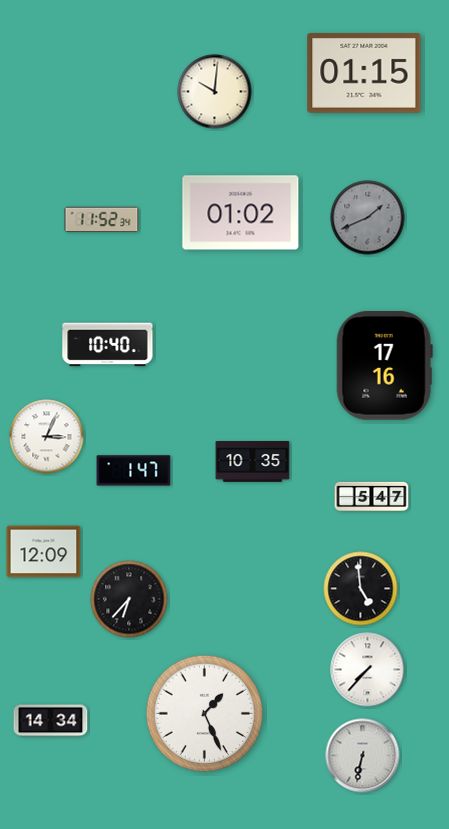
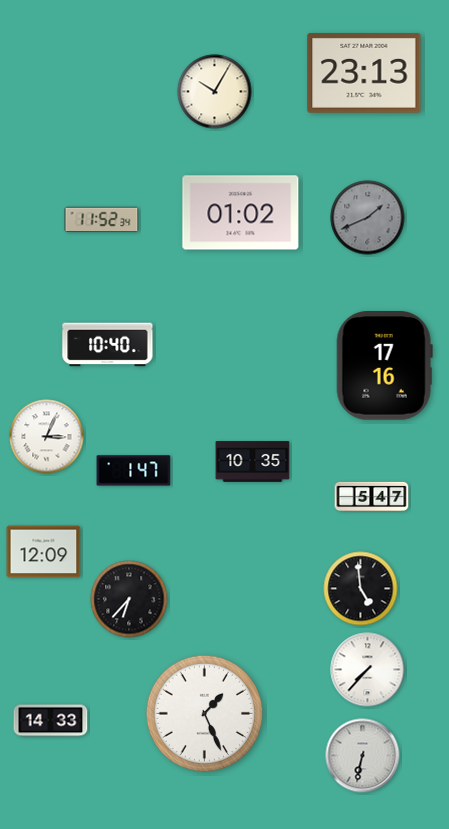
clock at (364, 73): 01:15 -> 23:13
clock at (215, 92): 10:01 -> 10:05
clock at (51, 721): 14:34 -> 14:33
